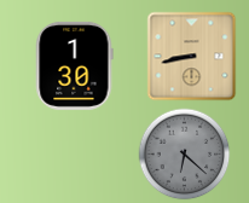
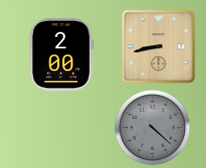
clock at (74, 65): 1:30 -> 2:00
clock at (185, 155): 6:22 -> 4:22
